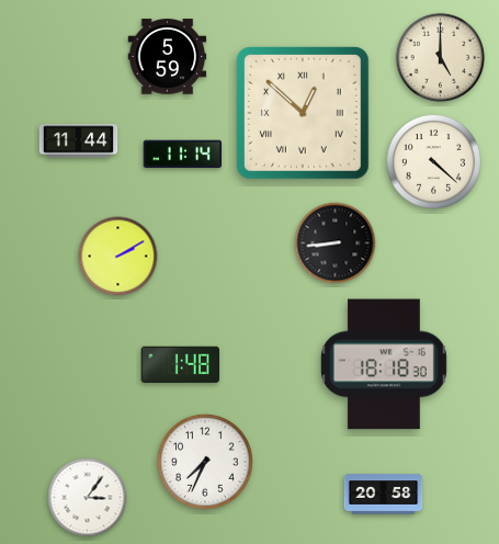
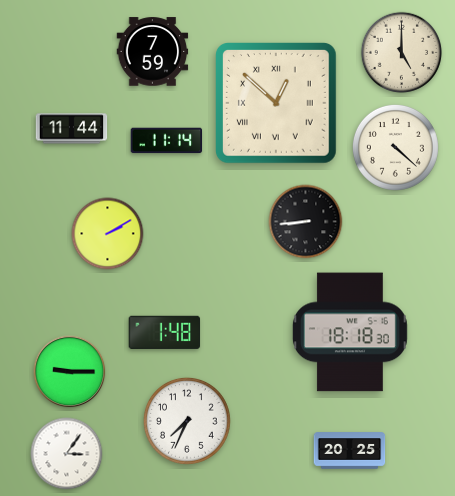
clock at (168, 57): 5:59 -> 7:59
clock at (70, 372): none -> 9:15
clock at (384, 495): 20:58 -> 20:25
clock at (88, 498) position: (88, 498) -> (67, 454)
